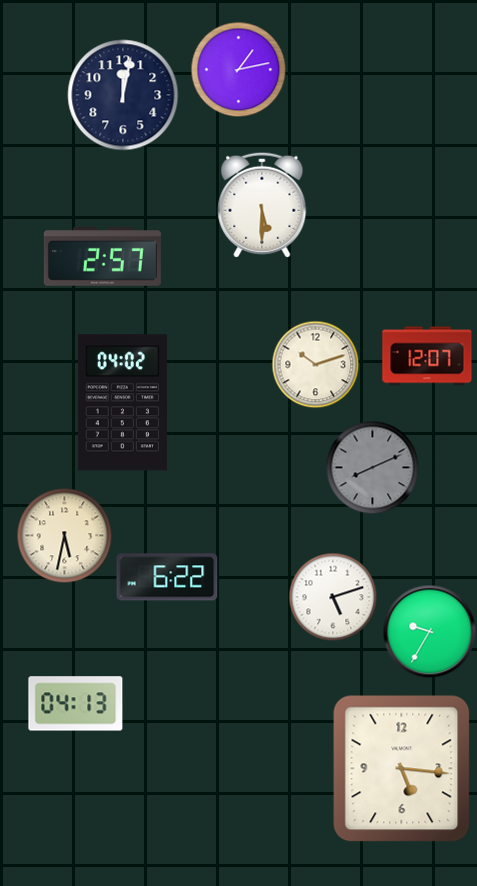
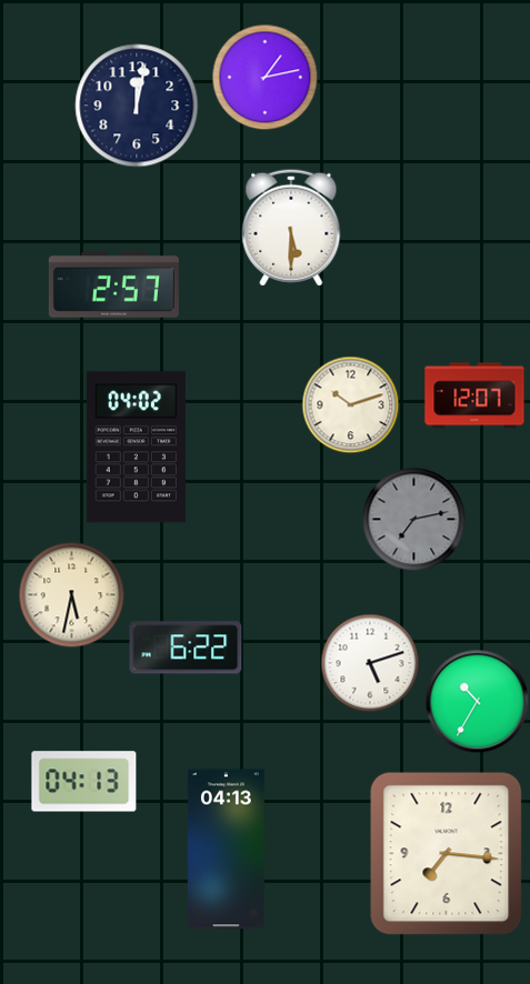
clock at (372, 467): 8:11 -> 7:13
clock at (167, 577) position: (167, 577) -> (186, 647)
clock at (429, 631): 9:35 -> 10:35
clock at (226, 850): none -> 04:13
clock at (402, 769): 5:16 -> 7:16
